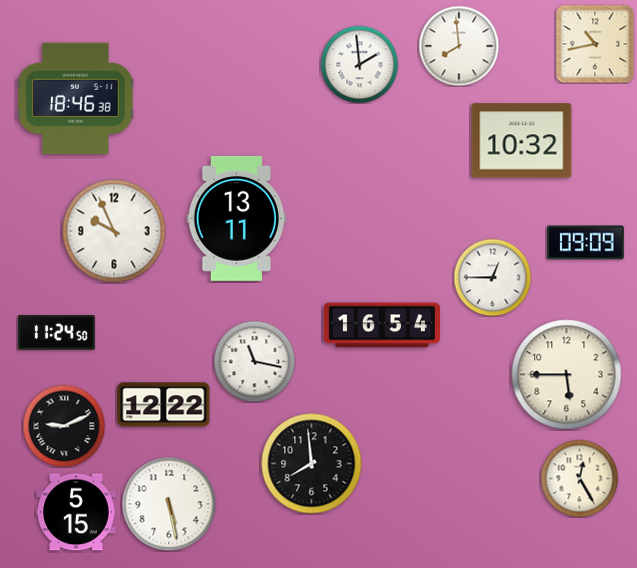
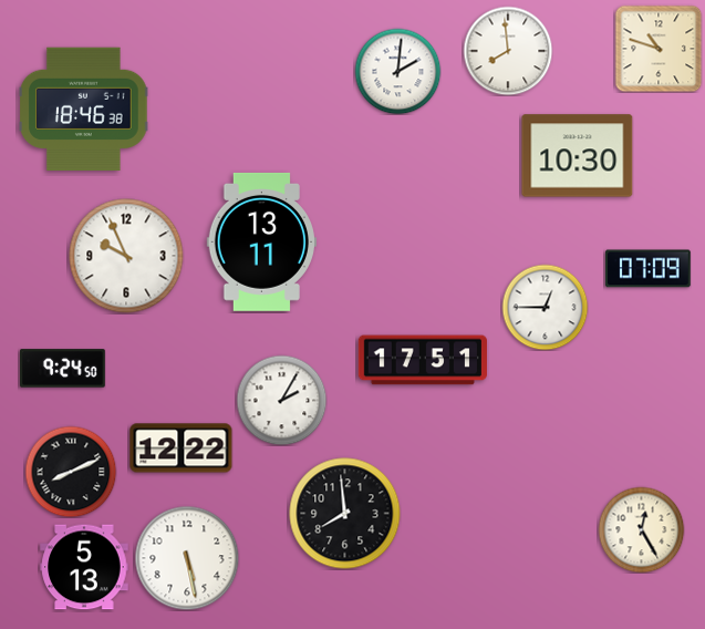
clock at (595, 44): 10:43 -> 10:48
clock at (359, 64): 1:59 -> 2:01
clock at (522, 141): 10:32 -> 10:30
clock at (585, 243): 09:09 -> 07:09
clock at (382, 325): 16:54 -> 17:51
clock at (57, 333): 11:24 -> 9:24
clock at (254, 361): 11:17 -> 2:05
clock at (567, 375): 5:45 -> none
clock at (64, 426): 9:11 -> 8:11
clock at (76, 512): 5:15 -> 5:13
